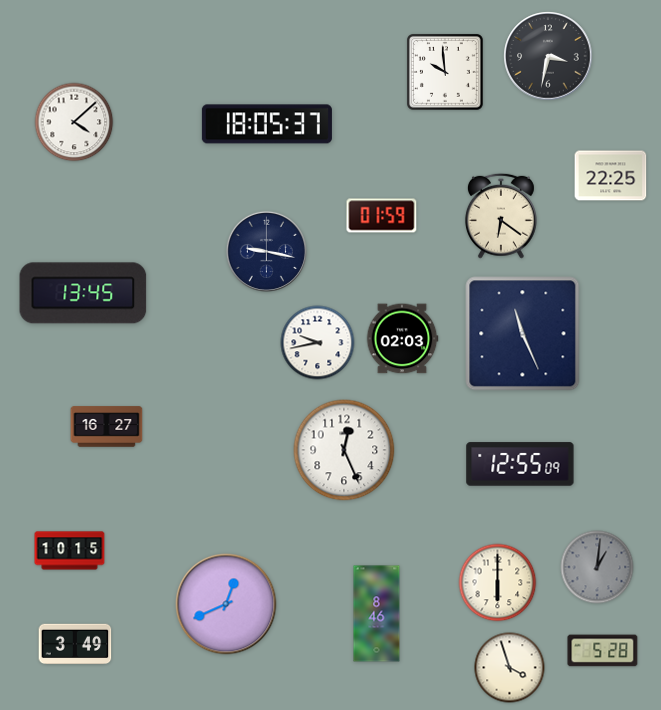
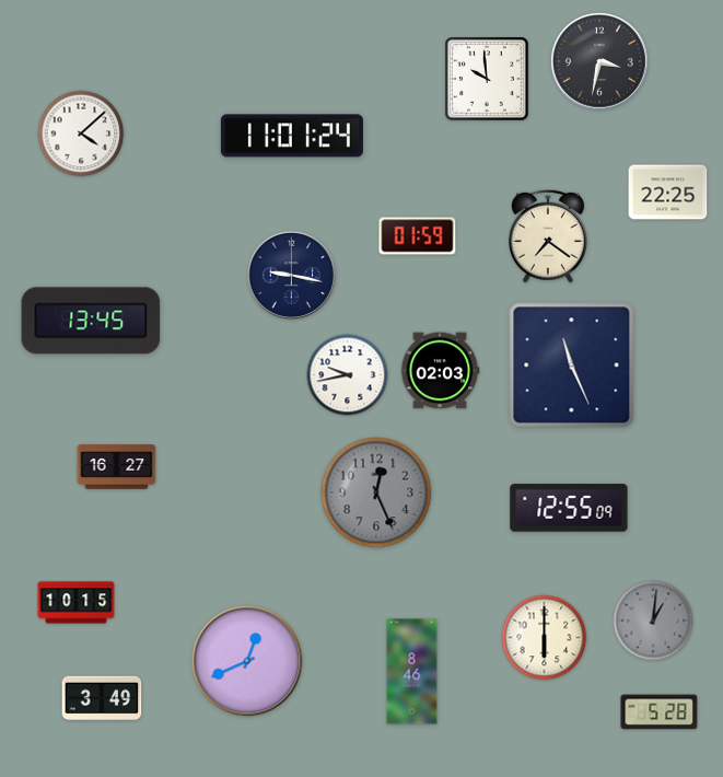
clock at (267, 124): 18:05 -> 11:01
clock at (501, 216): 6:21 -> 7:21
clock at (344, 450) dial: white -> grey
clock at (75, 644) position: (75, 644) -> (102, 698)
clock at (510, 668): 3:57 -> none
